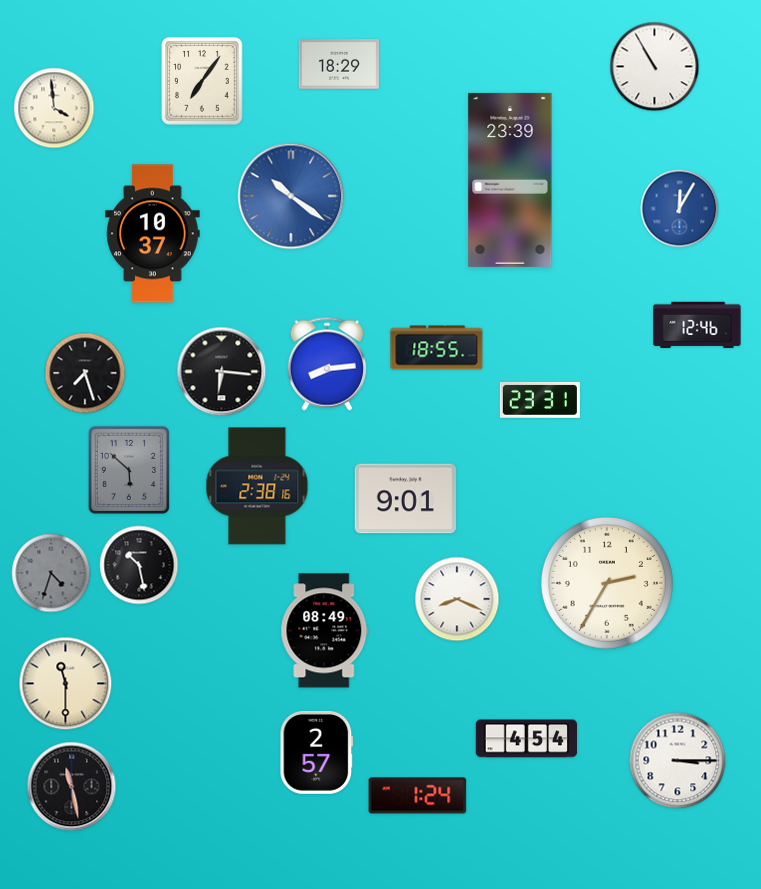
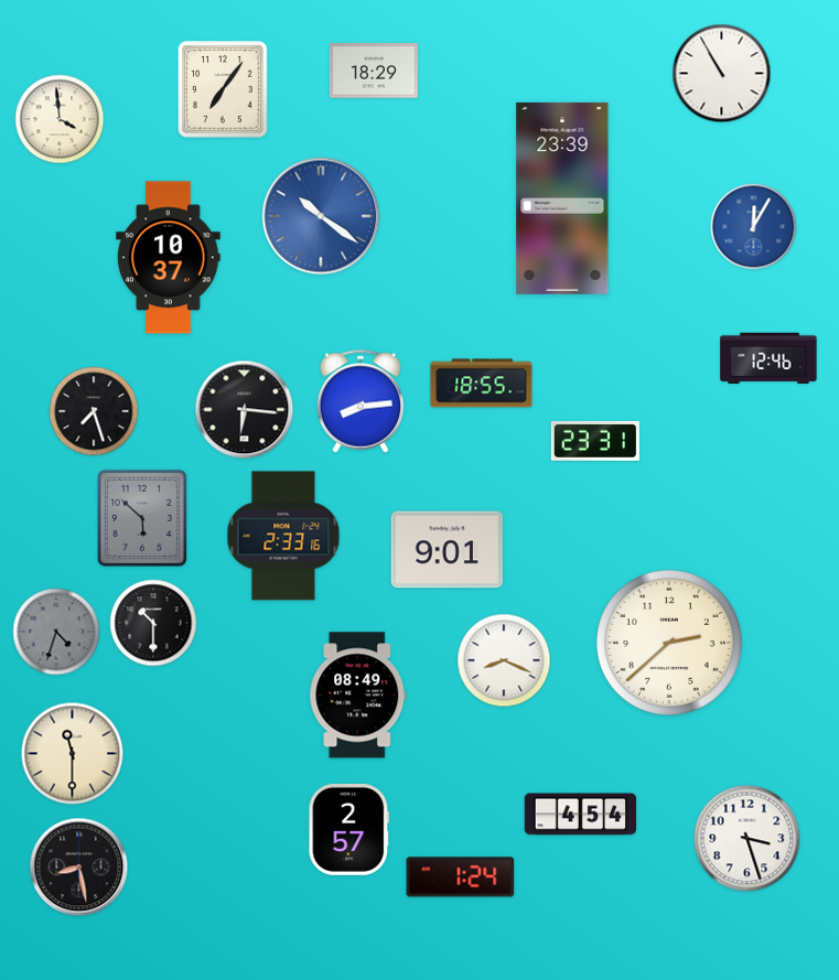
clock at (680, 209) position: (680, 209) -> (754, 227)
clock at (257, 486): 2:38 -> 2:33
clock at (139, 565): 10:28 -> 10:30
clock at (607, 583): 2:35 -> 2:38
clock at (678, 761): 3:15 -> 3:27
clock at (72, 787): 11:28 -> 8:28
